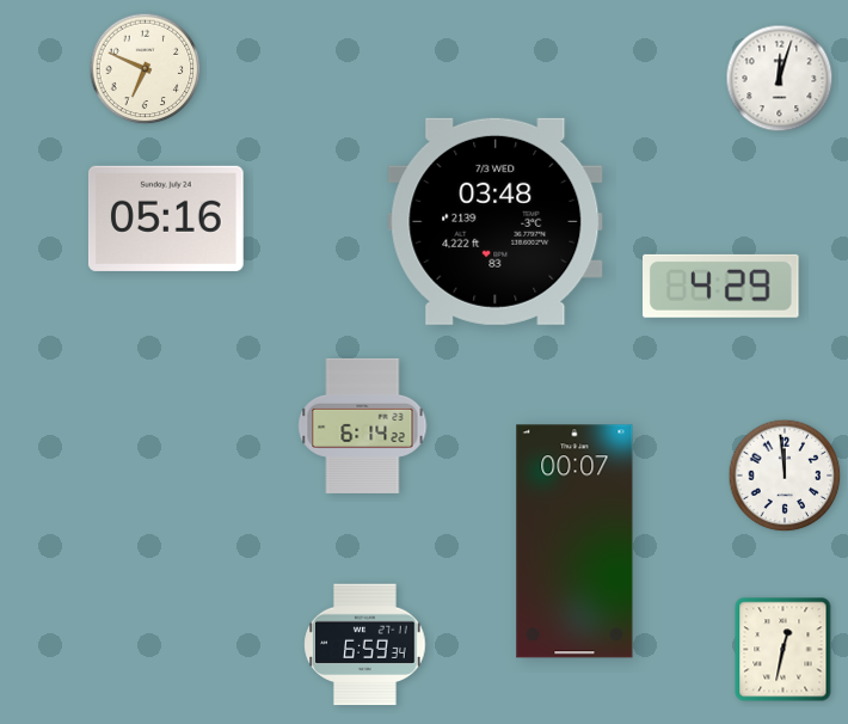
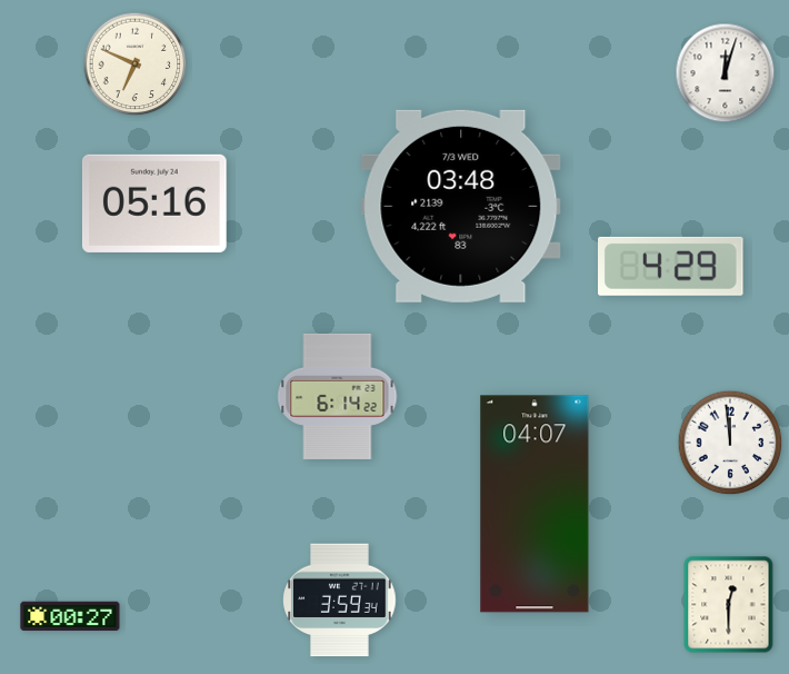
clock at (574, 541): 00:07 -> 04:07
clock at (365, 645): 6:59 -> 3:59
clock at (784, 650): 12:32 -> 12:30
clock at (70, 616): none -> 00:27
